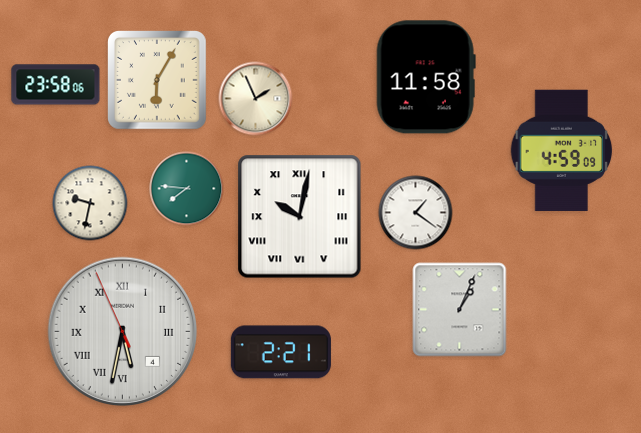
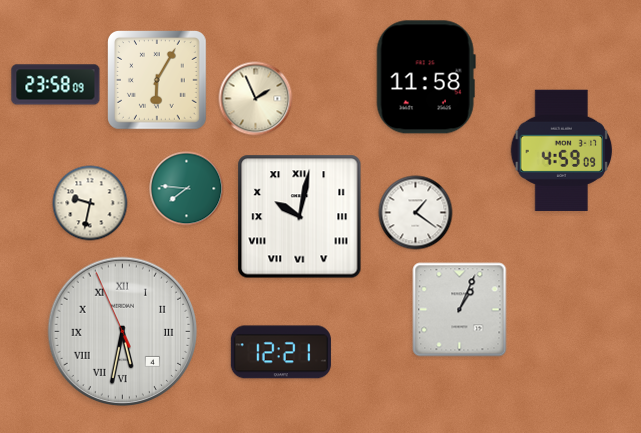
clock at (56, 85): 23:58:06 -> 23:58:09
clock at (281, 352): 2:21 -> 12:21
